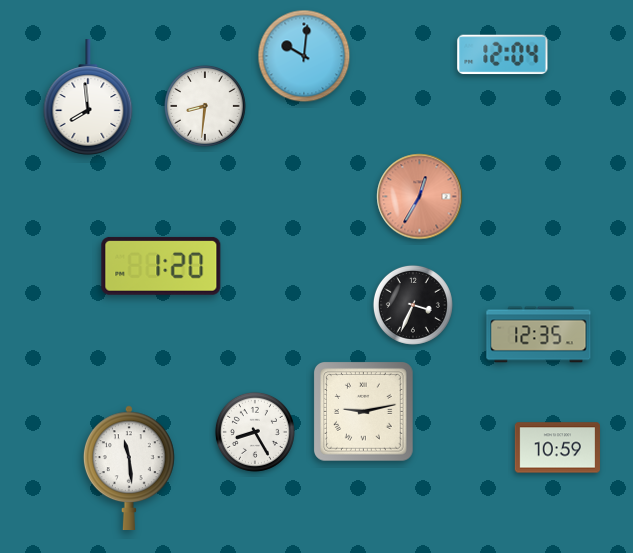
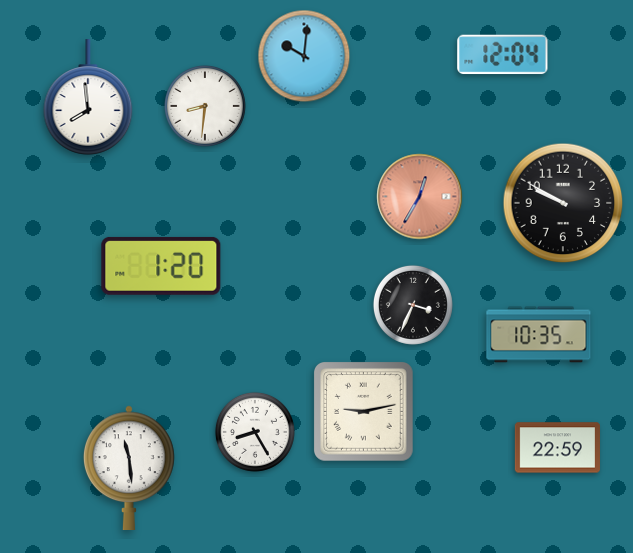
clock at (563, 203): none -> 9:50
clock at (539, 335): 12:35 -> 10:35
clock at (557, 448): 10:59 -> 22:59
